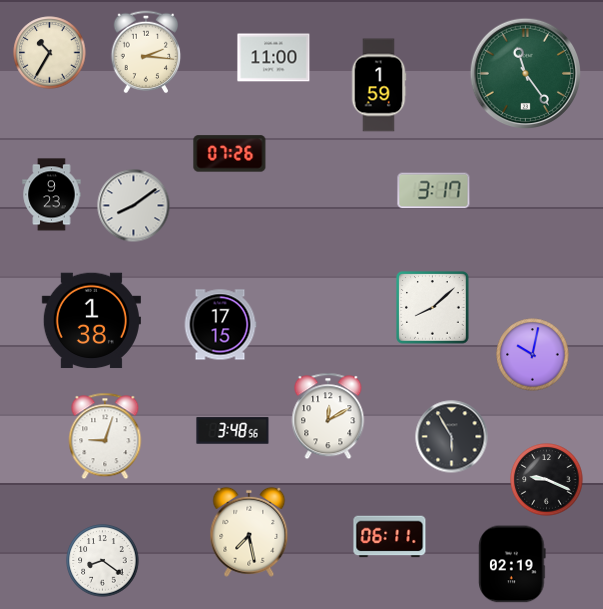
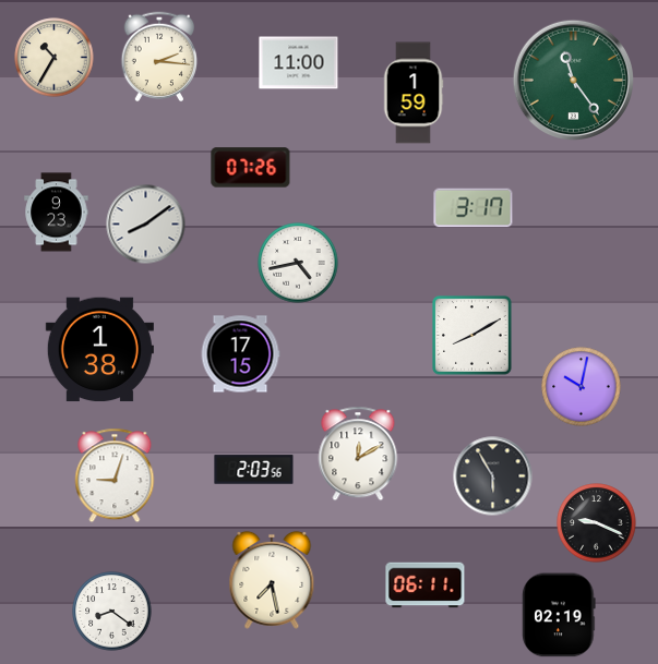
clock at (298, 263): none -> 4:43
clock at (433, 308): 8:08 -> 8:10
clock at (233, 431): 3:48 -> 2:03
